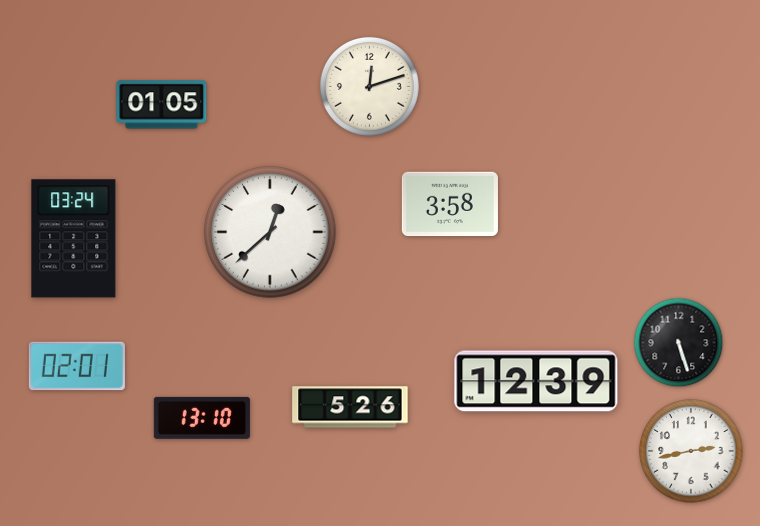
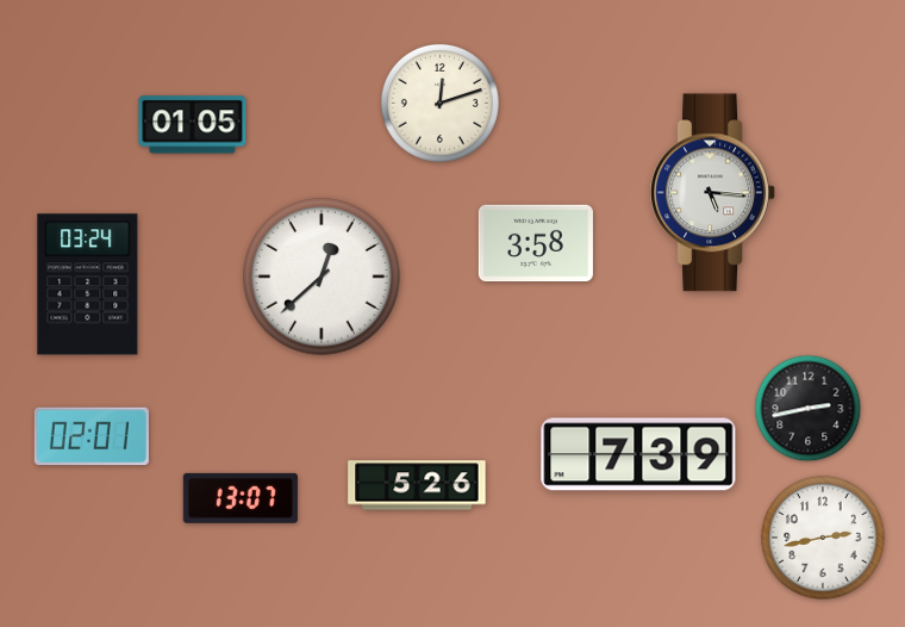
clock at (712, 193): none -> 5:16
clock at (679, 343): 5:27 -> 2:43
clock at (536, 381): 12:39 -> 7:39
clock at (202, 418): 13:10 -> 13:07
